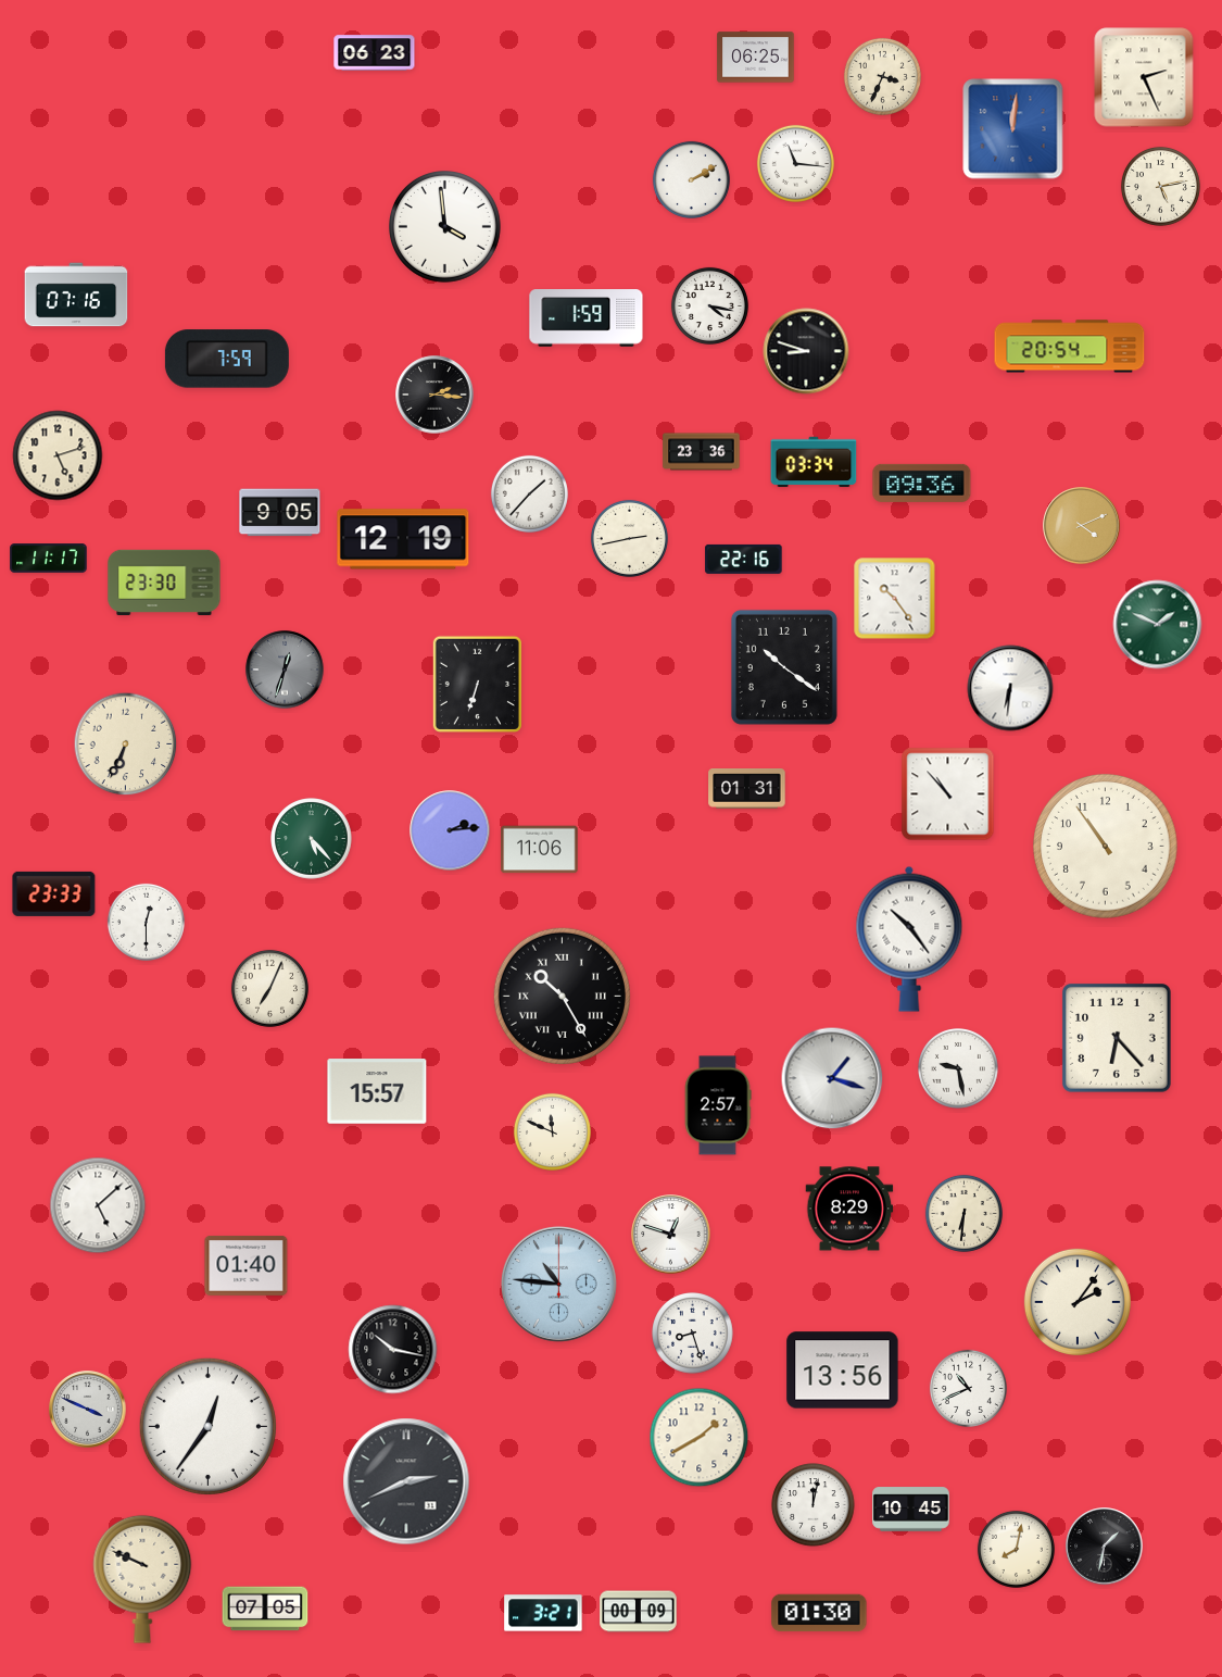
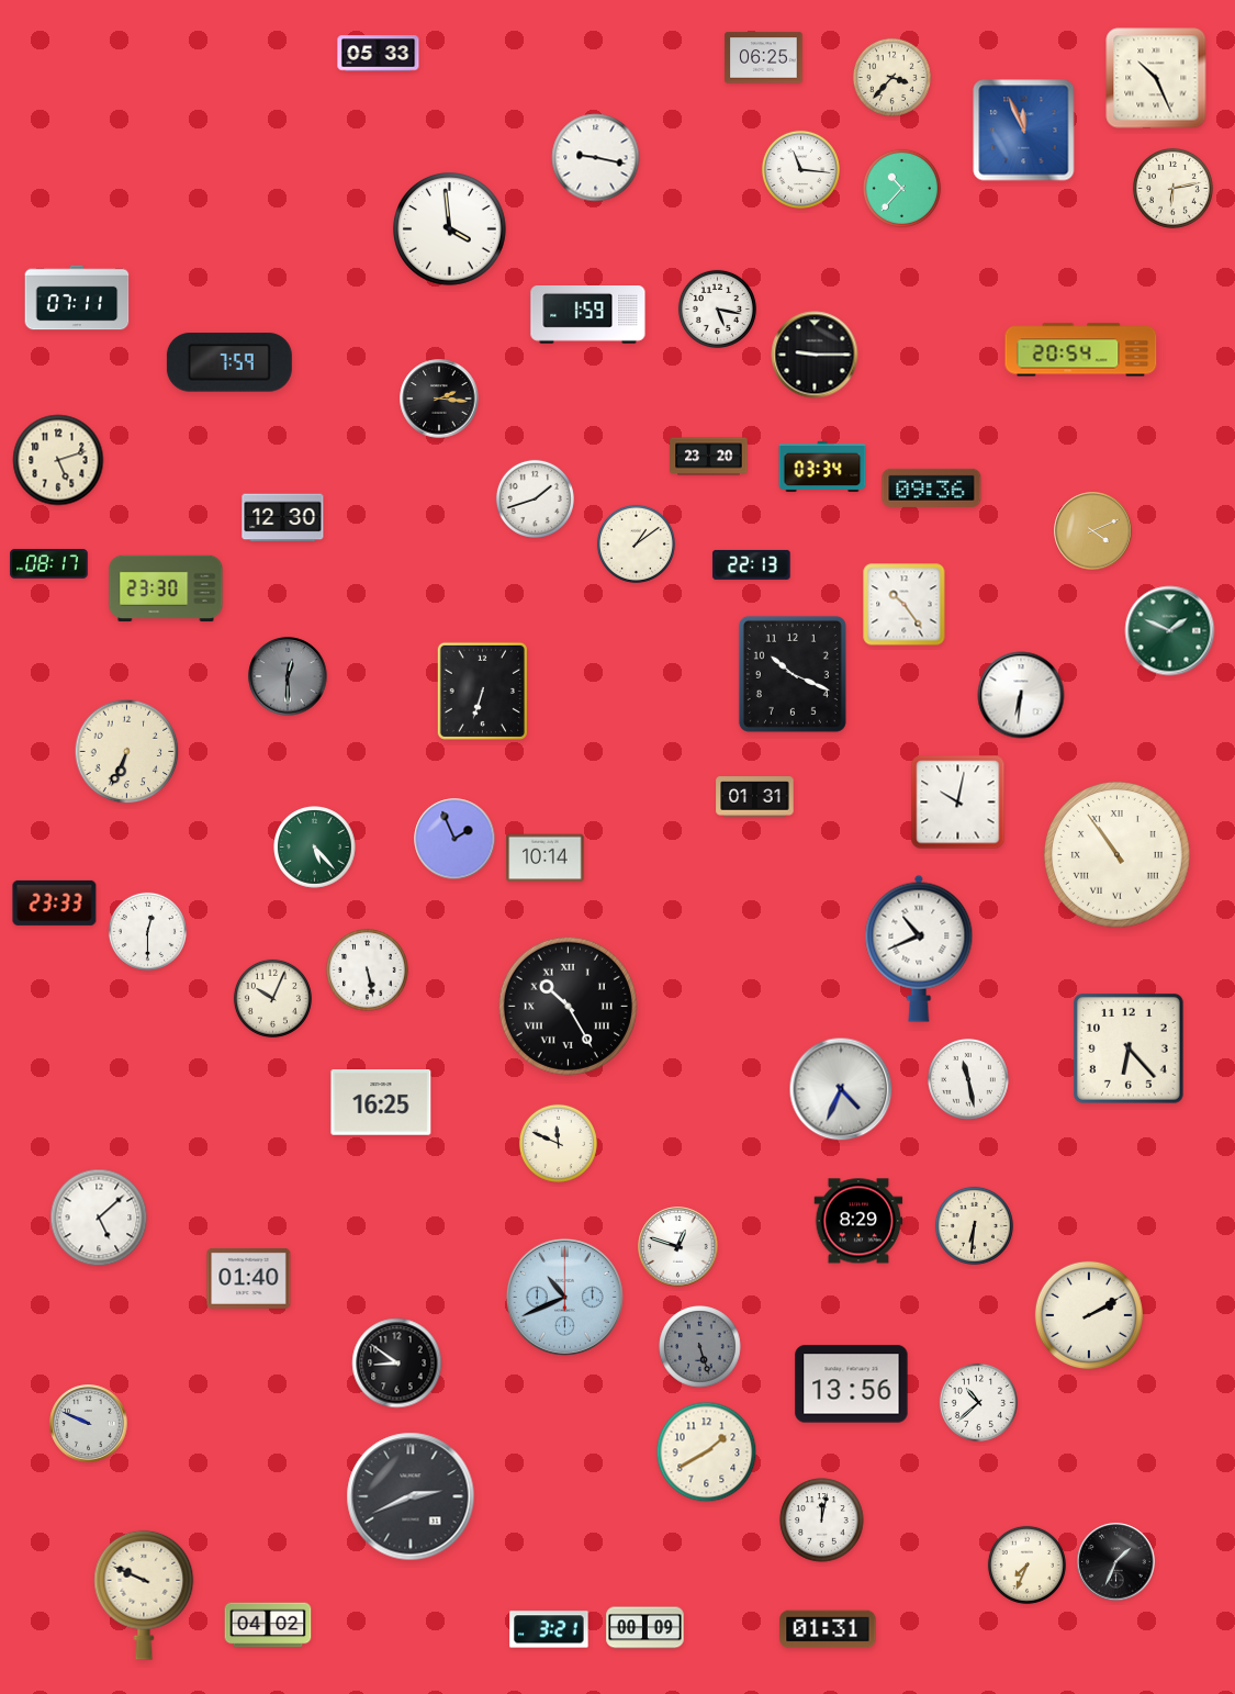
clock at (375, 53): 06:23 -> 05:33
clock at (882, 76): 3:34 -> 3:37
clock at (1144, 77): 2:26 -> 10:26
clock at (1013, 129): 12:01 -> 11:56
clock at (596, 158): none -> 9:17
clock at (795, 163) position: (795, 163) -> (800, 169)
clock at (691, 179): 2:10 -> none
clock at (901, 188): none -> 10:37
clock at (1160, 186): 5:13 -> 6:13
clock at (76, 295): 07:16 -> 07:11
clock at (709, 305): 4:17 -> 5:17
clock at (587, 318) position: (587, 318) -> (588, 315)
clock at (806, 351): 8:48 -> 9:15
clock at (702, 452): 23:36 -> 23:20
clock at (529, 493): 1:37 -> 1:42
clock at (280, 513): 9:05 -> 12:30
clock at (629, 538): 2:43 -> 1:09
clock at (403, 539): 12:19 -> none
clock at (49, 559): 11:17 -> 08:17
clock at (744, 559): 22:16 -> 22:13
clock at (784, 667): 10:21 -> 10:19
clock at (285, 669): 12:33 -> 12:30
clock at (948, 794): 10:53 -> 10:02
clock at (450, 830): 2:14 -> 1:56
clock at (1106, 847) numerals: Arabic -> Roman
clock at (540, 850): 11:06 -> 10:14
clock at (909, 939): 10:24 -> 10:41
clock at (368, 971): none -> 5:28
clock at (269, 988): 7:04 -> 10:04
clock at (959, 1069): 9:28 -> 11:28
clock at (832, 1078): 1:18 -> 4:34
clock at (377, 1091): 15:57 -> 16:25
clock at (718, 1105): 2:57 -> none
clock at (558, 1284): 10:46 -> 10:41
clock at (1078, 1302): 2:06 -> 2:10
clock at (693, 1334): 8:27 -> 5:27
clock at (693, 1334) dial: white -> grey
clock at (393, 1350): 10:17 -> 8:51
clock at (968, 1388): 10:41 -> 10:38
clock at (88, 1410): 3:49 -> 9:49
clock at (207, 1426): 12:36 -> none
clock at (911, 1510): 10:45 -> none
clock at (1105, 1547): 1:32 -> 1:34
clock at (1016, 1549): 8:02 -> 7:34
clock at (265, 1609): 07:05 -> 04:02
clock at (819, 1613): 01:30 -> 01:31
